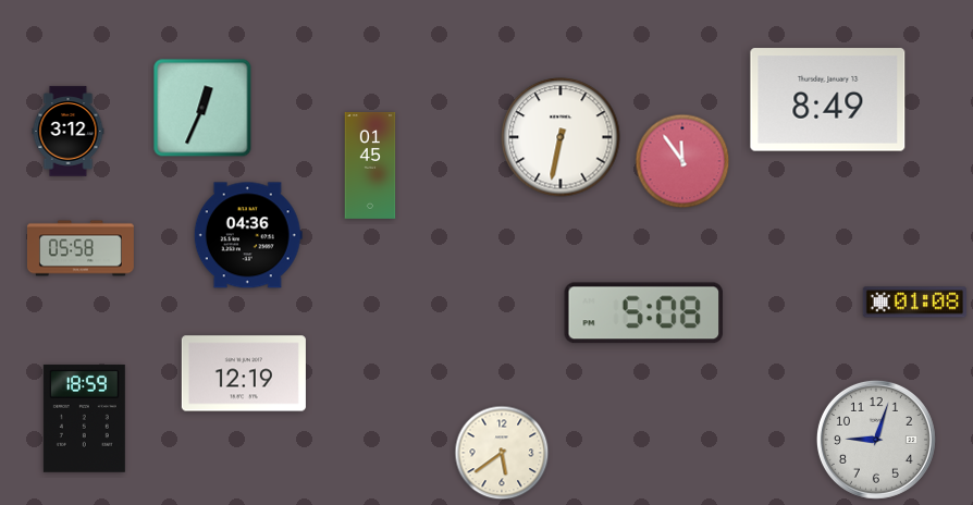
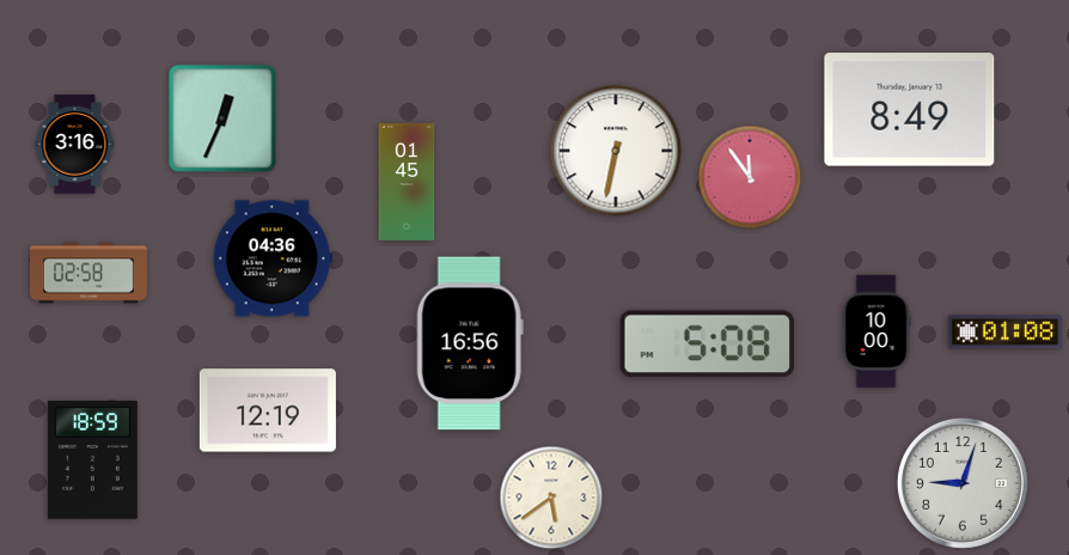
clock at (69, 132): 3:12 -> 3:16
clock at (81, 248): 05:58 -> 02:58
clock at (876, 331): none -> 10:00
clock at (470, 343): none -> 16:56
